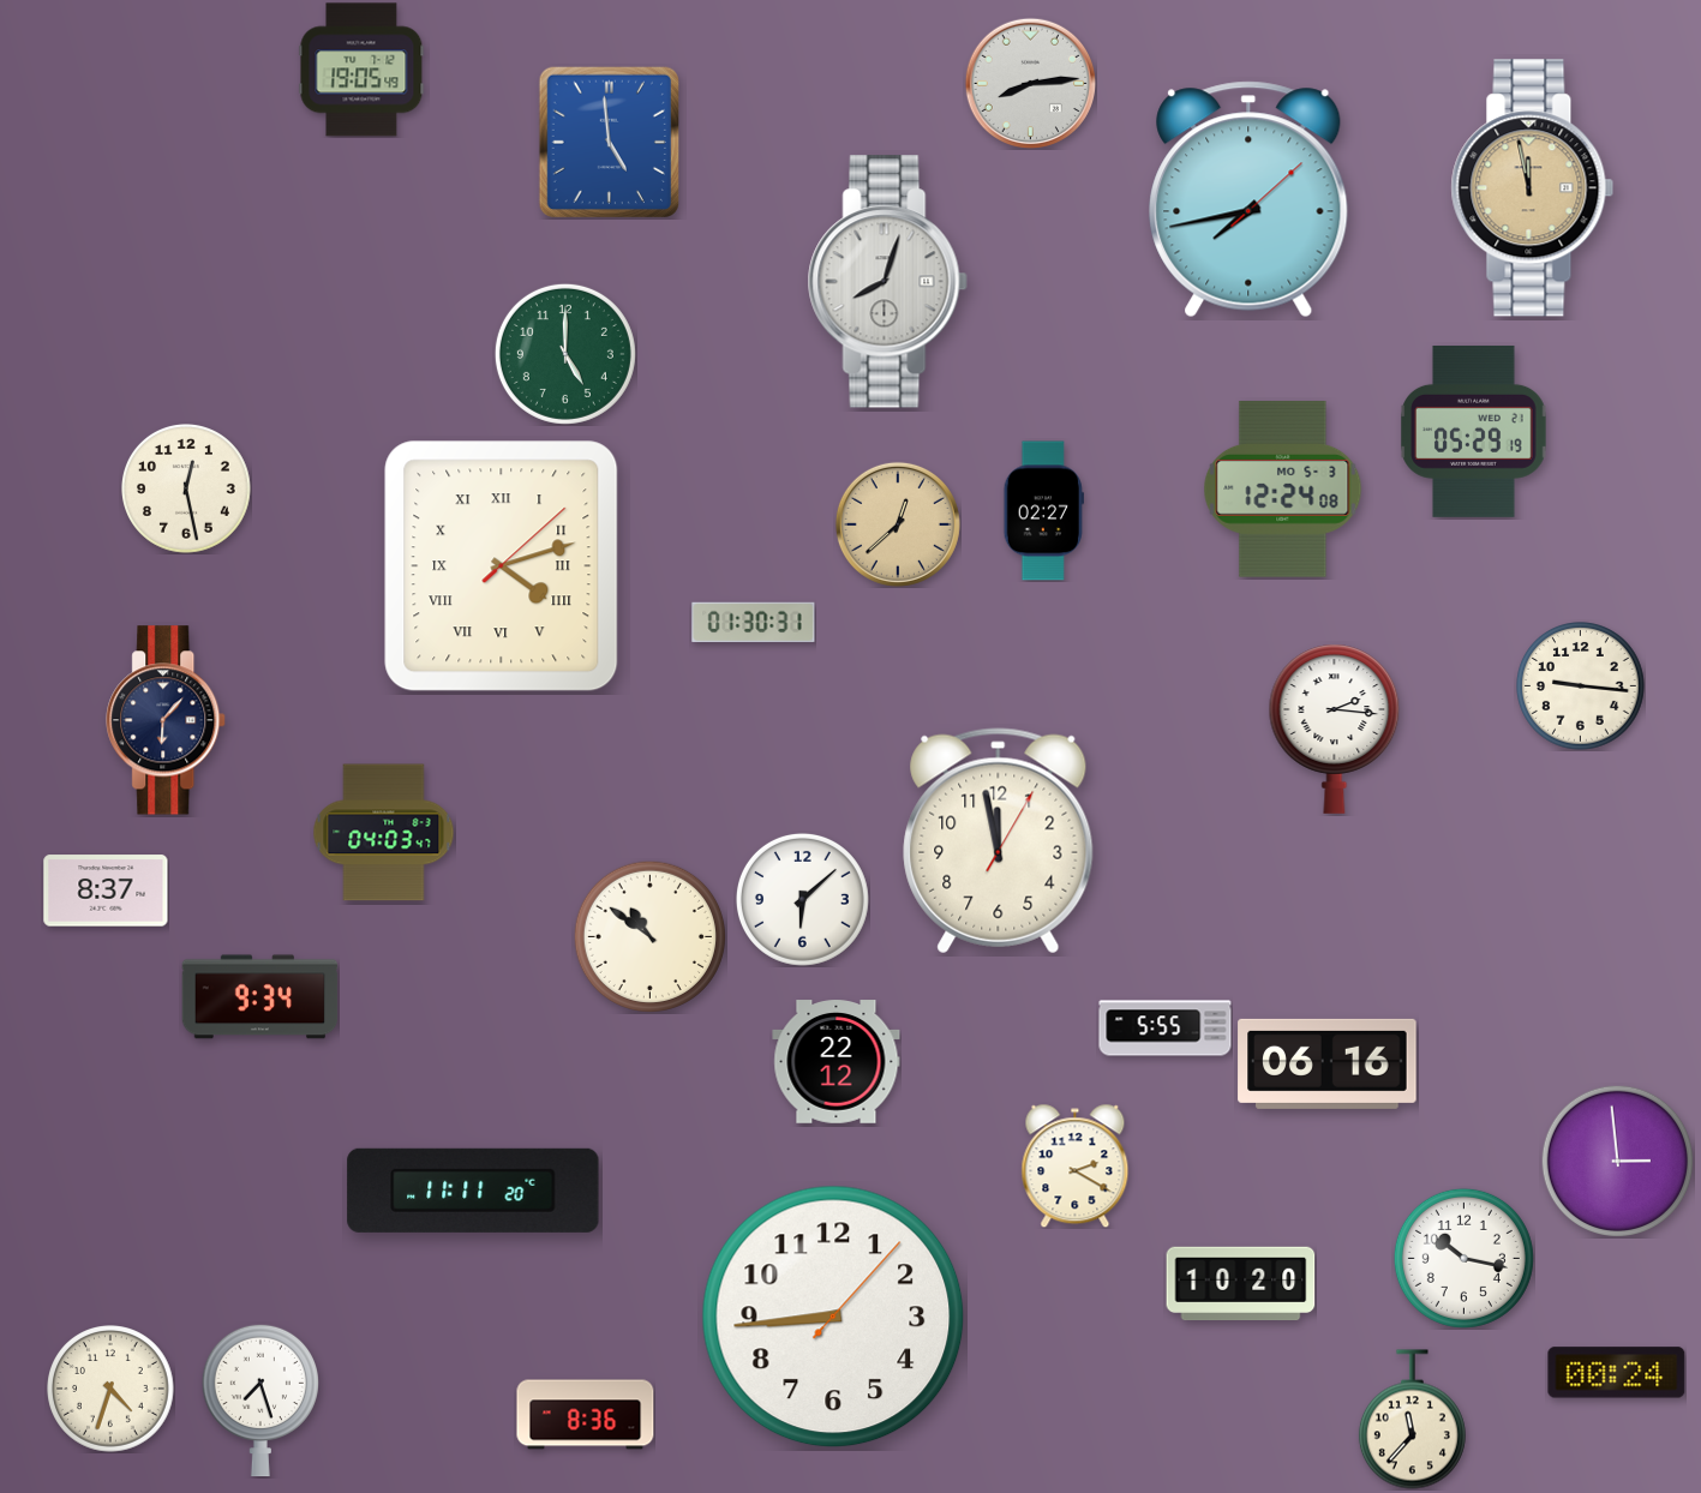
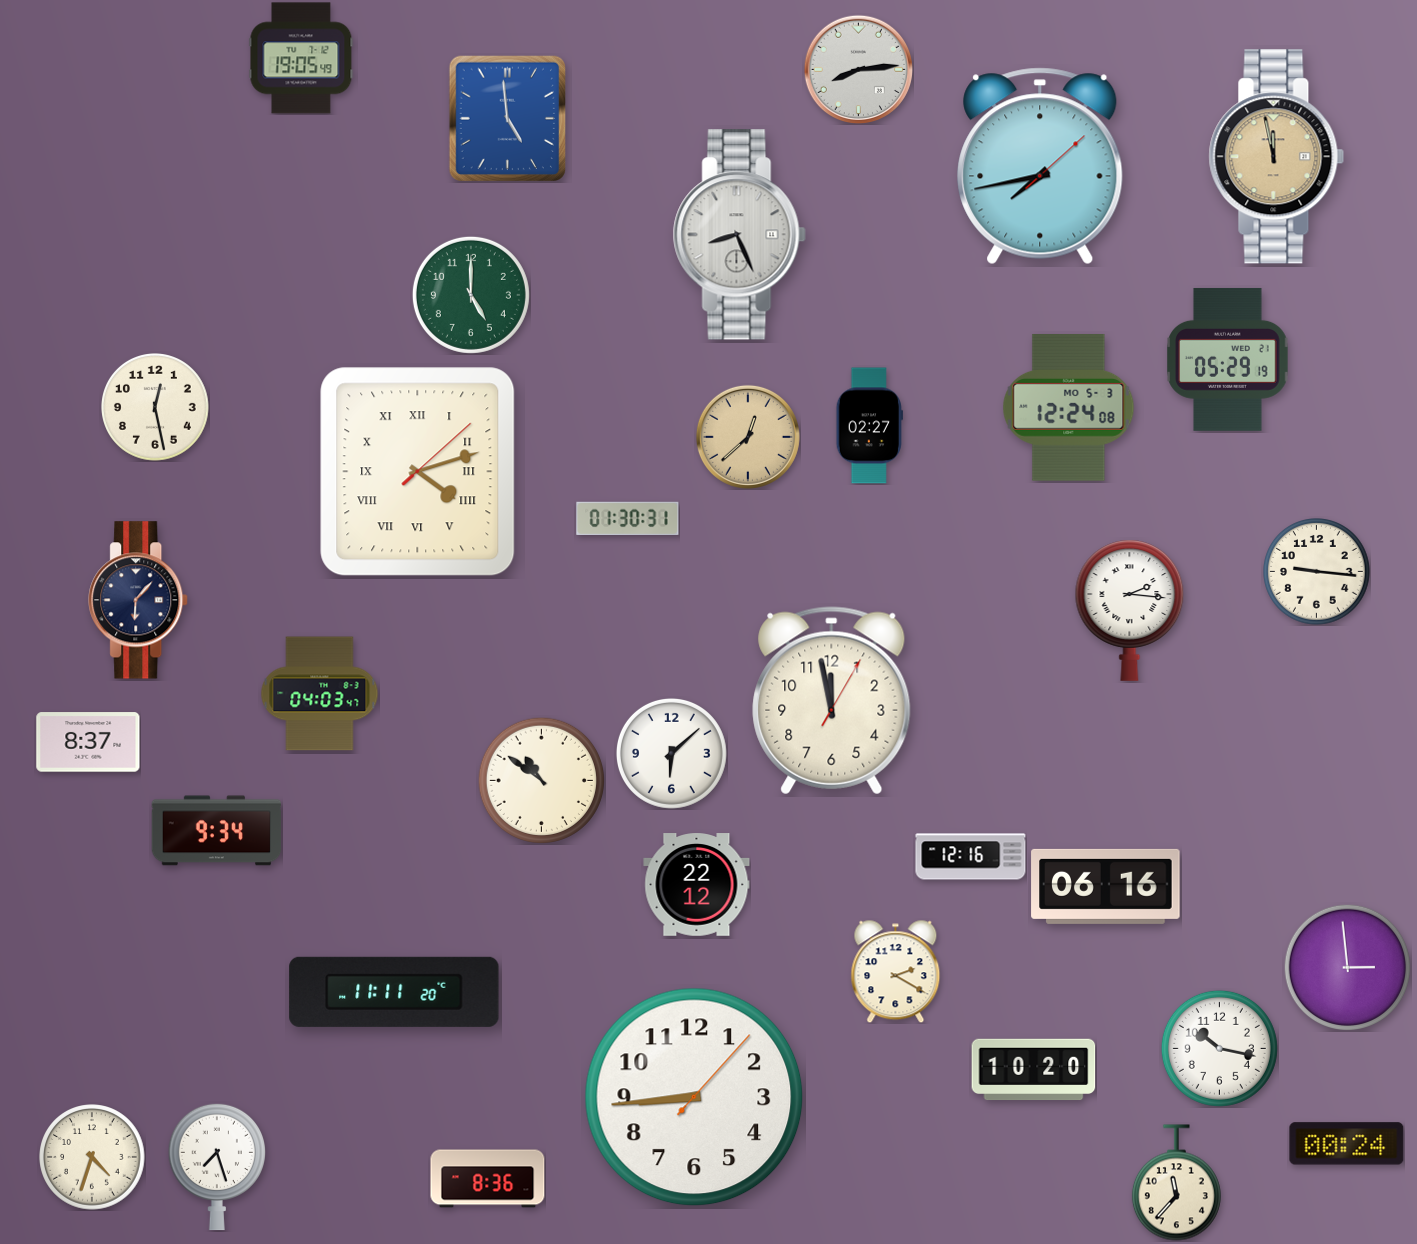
clock at (887, 282): 8:03 -> 8:26
clock at (1335, 728) position: (1335, 728) -> (1130, 610)
clock at (802, 899) position: (802, 899) -> (671, 753)
clock at (1166, 1029): 5:55 -> 12:16
